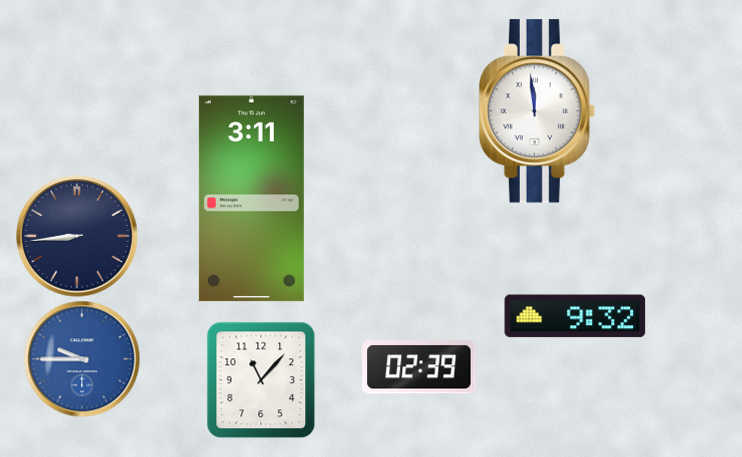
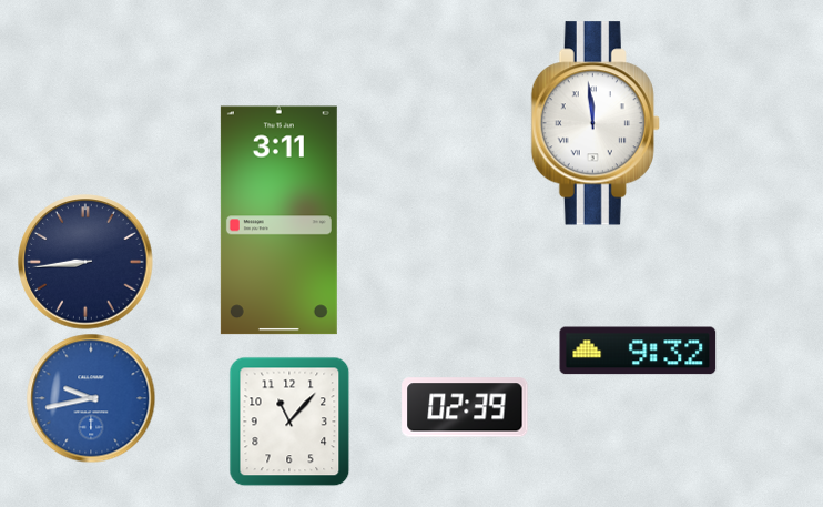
clock at (82, 359): 9:45 -> 9:43
